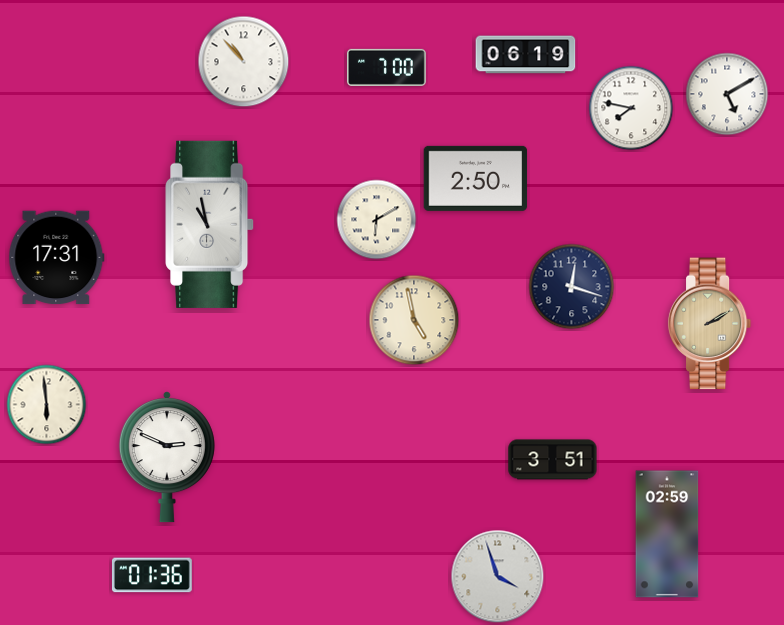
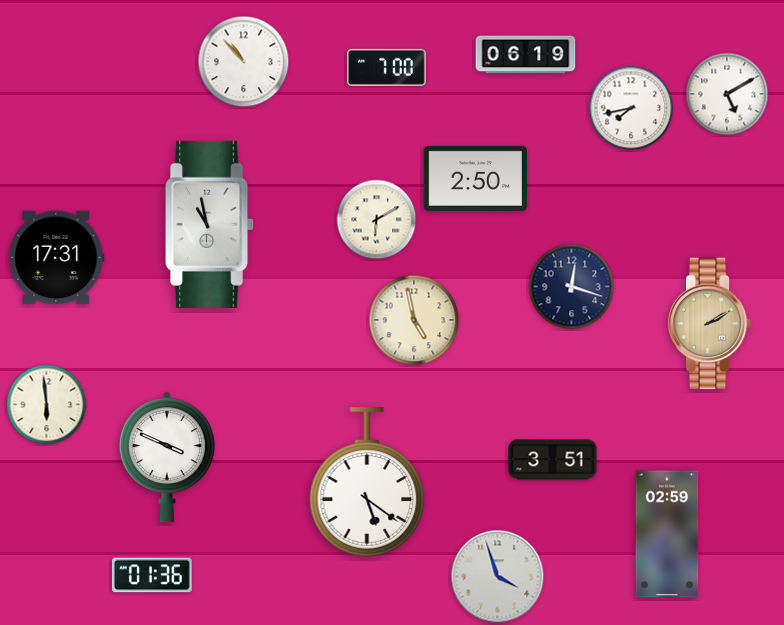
clock at (631, 108): 7:47 -> 7:43
clock at (167, 457): 2:49 -> 3:49
clock at (367, 482): none -> 5:21
